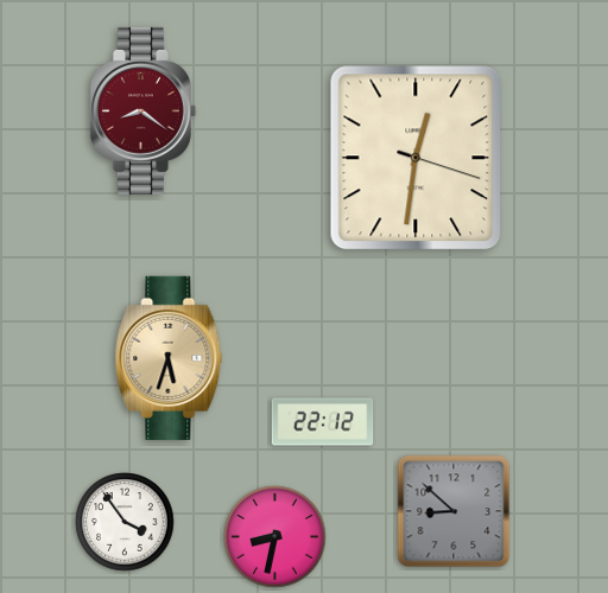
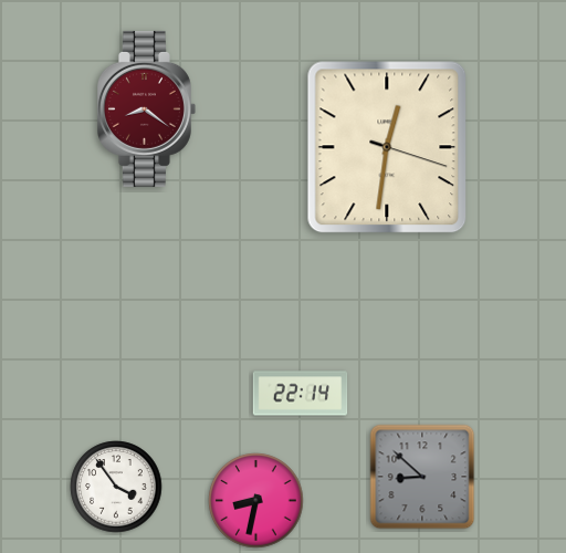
clock at (142, 110) position: (142, 110) -> (146, 108)
clock at (169, 358): 5:33 -> none
clock at (323, 422): 22:12 -> 22:14
